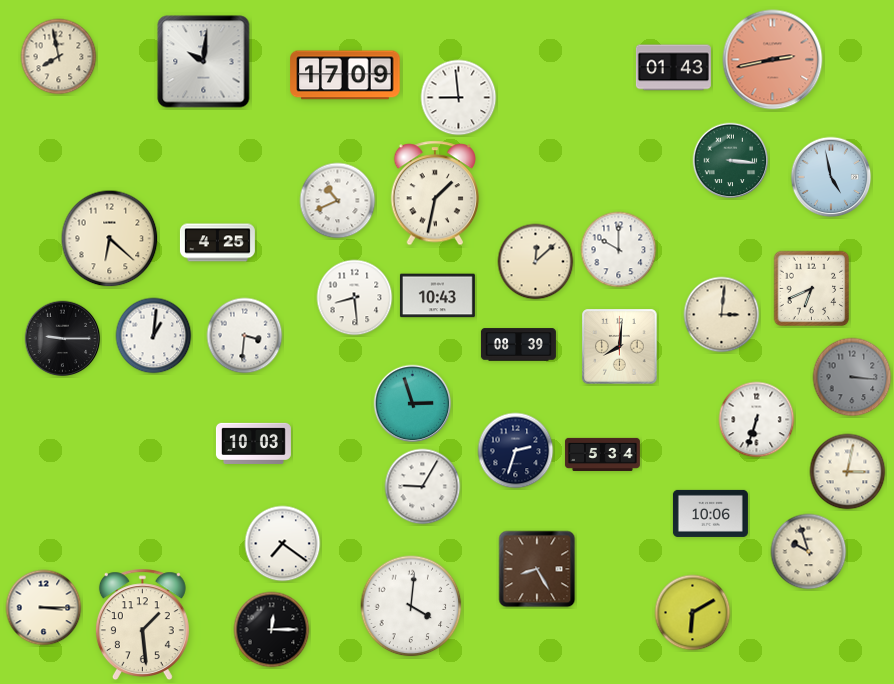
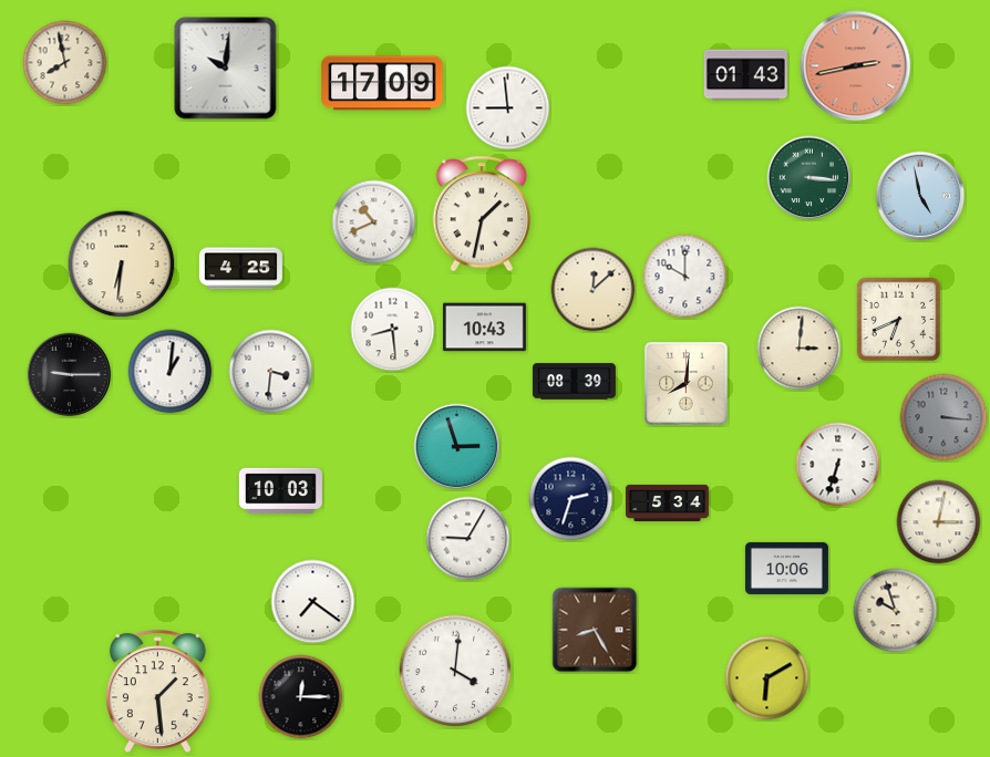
clock at (110, 239): 6:22 -> 6:31
clock at (44, 608): 3:15 -> none
